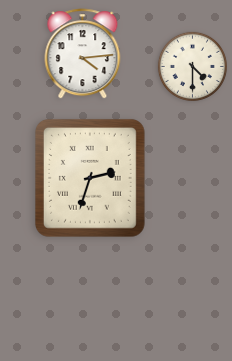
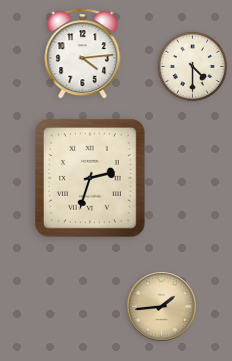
clock at (162, 307): none -> 1:44
